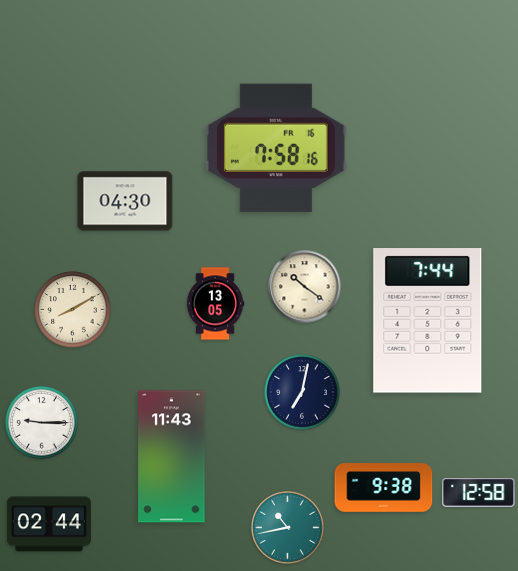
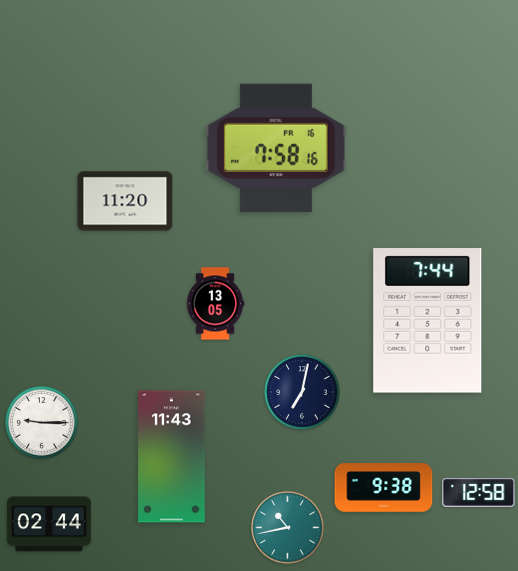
clock at (125, 201): 04:30 -> 11:20
clock at (305, 287): 10:21 -> none
clock at (73, 310): 8:10 -> none
